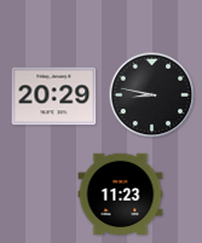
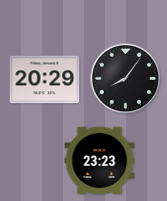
clock at (152, 96): 8:47 -> 8:06
clock at (121, 195): 11:23 -> 23:23
